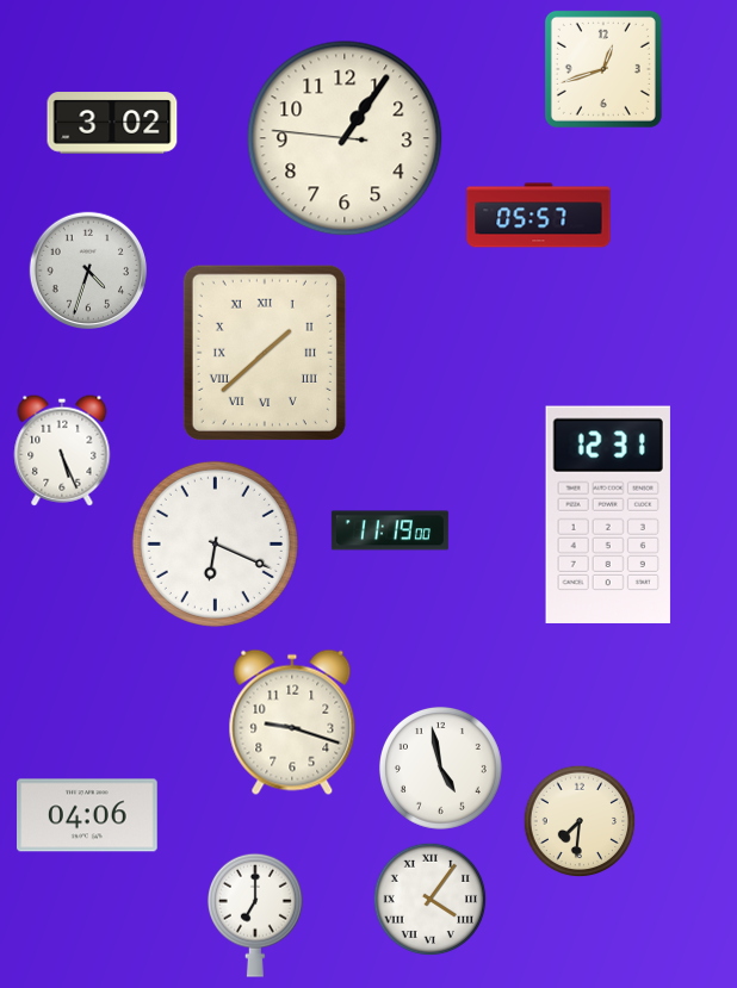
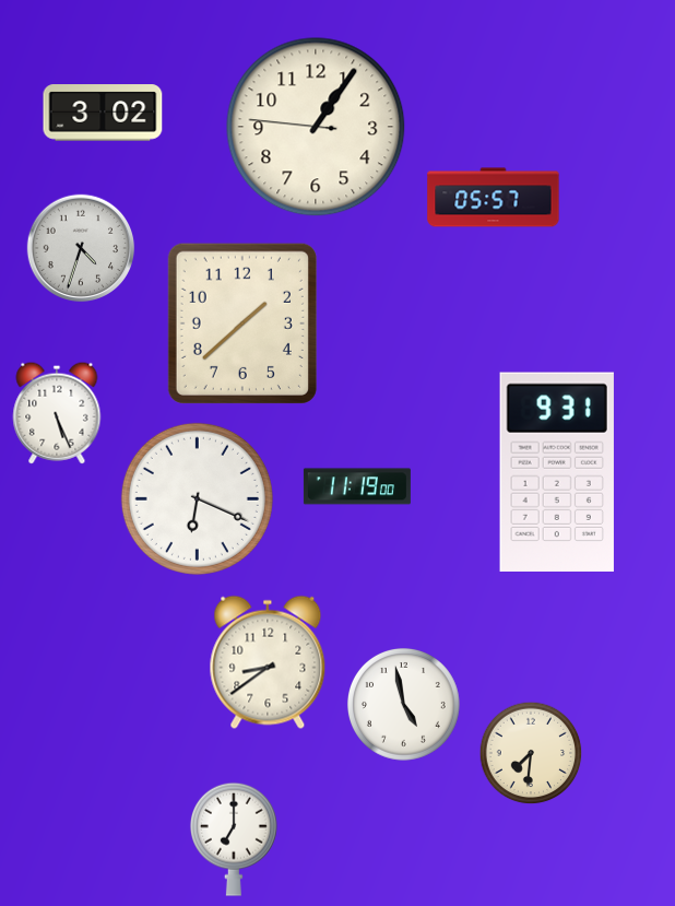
clock at (603, 69): 12:42 -> none
clock at (265, 353) numerals: Roman -> Arabic
clock at (608, 515): 12:31 -> 9:31
clock at (292, 722): 9:18 -> 8:39
clock at (88, 815): 04:06 -> none
clock at (431, 900): 4:06 -> none
